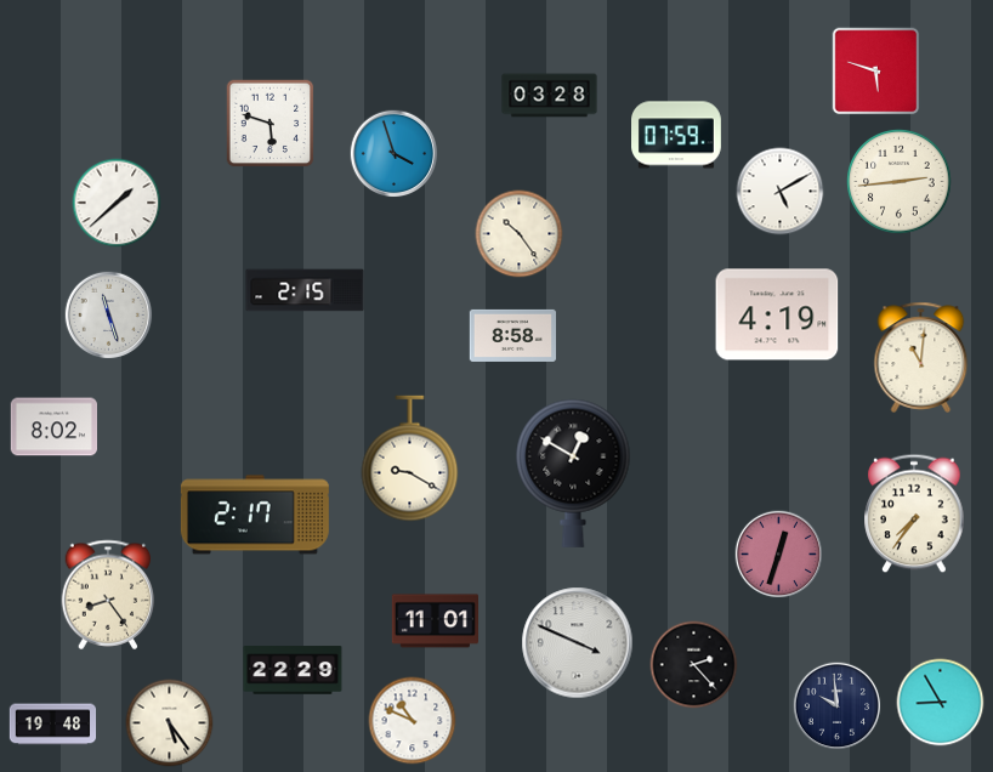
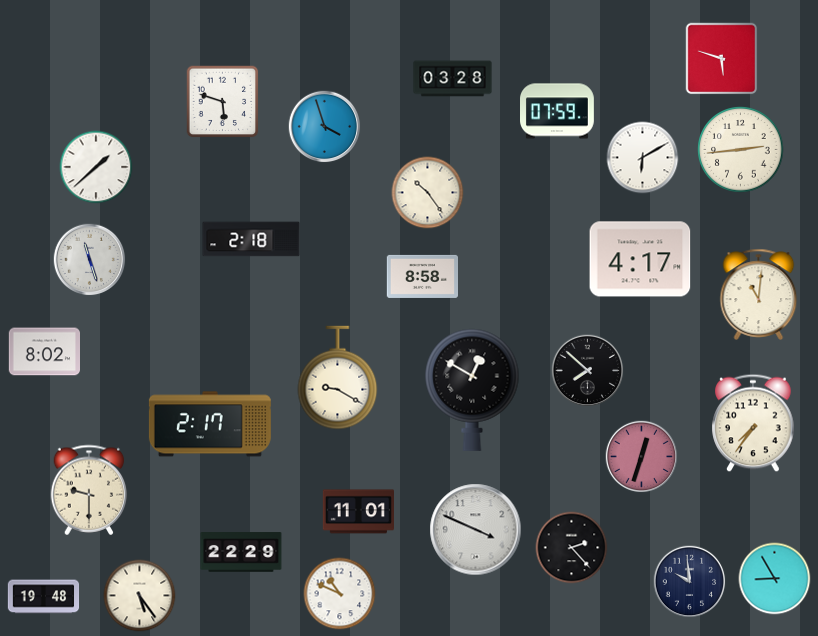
clock at (781, 192): 5:10 -> 6:10
clock at (305, 290): 2:15 -> 2:18
clock at (777, 314): 4:19 -> 4:17
clock at (588, 371): none -> 7:52
clock at (108, 595): 8:24 -> 9:30
